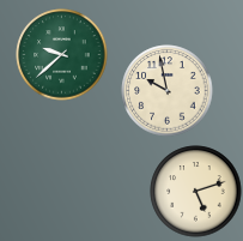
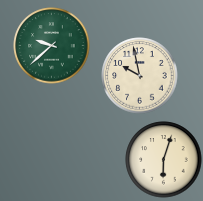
clock at (196, 192): 5:12 -> 6:03
